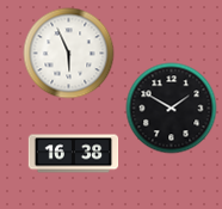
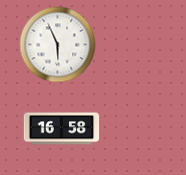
clock at (172, 109): 1:50 -> none
clock at (74, 154): 16:38 -> 16:58
